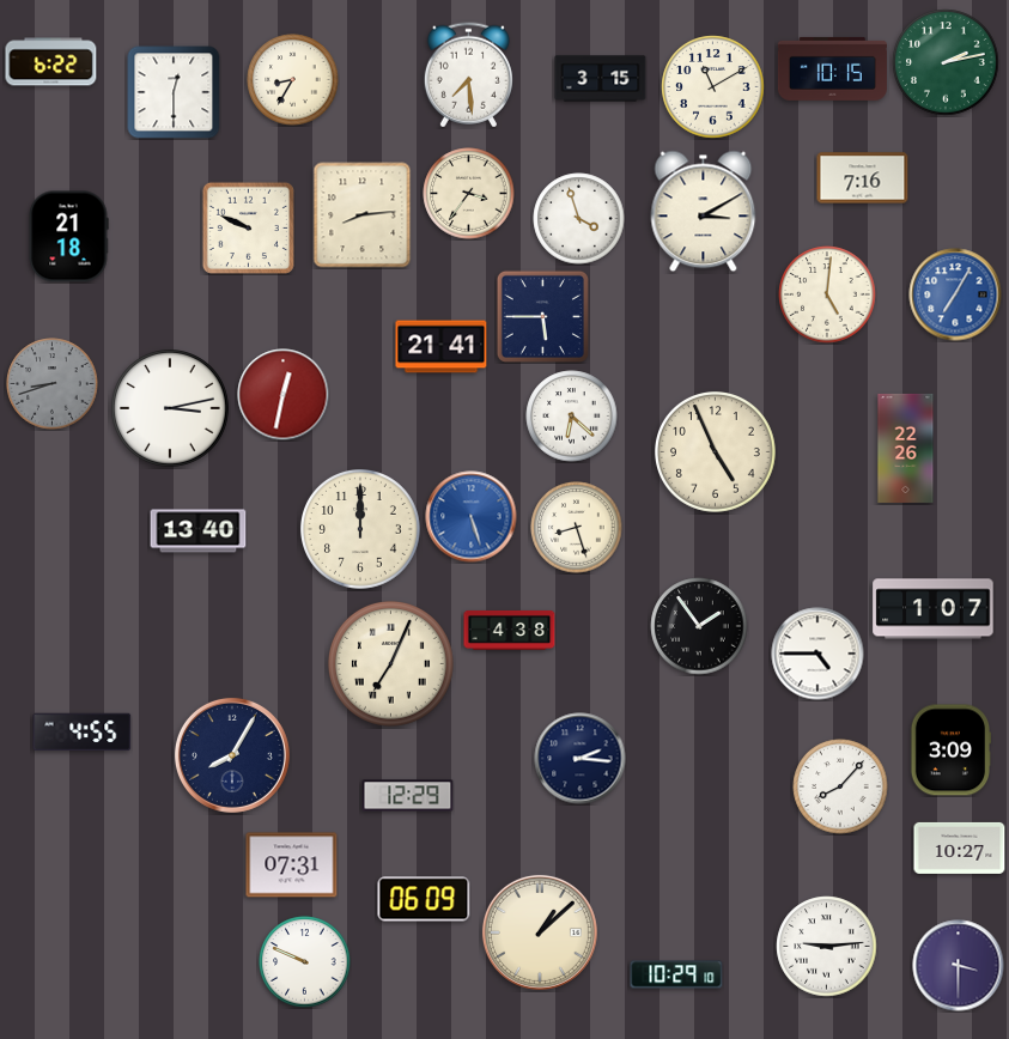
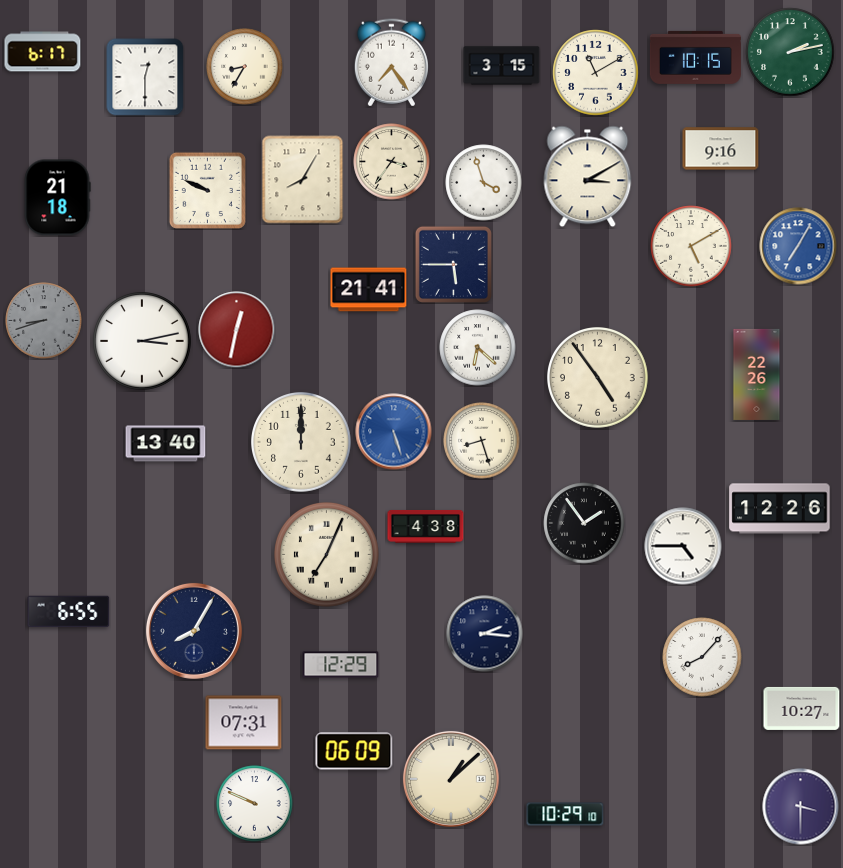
clock at (51, 62): 6:22 -> 6:17
clock at (468, 75): 7:29 -> 7:24
clock at (863, 178): 7:16 -> 9:16
clock at (363, 215): 8:14 -> 8:05
clock at (827, 294): 5:01 -> 5:10
clock at (716, 452): 4:56 -> 4:54
clock at (934, 609): 1:07 -> 12:26
clock at (83, 733): 4:55 -> 6:55
clock at (949, 751): 3:09 -> none
clock at (827, 947): 9:14 -> none
